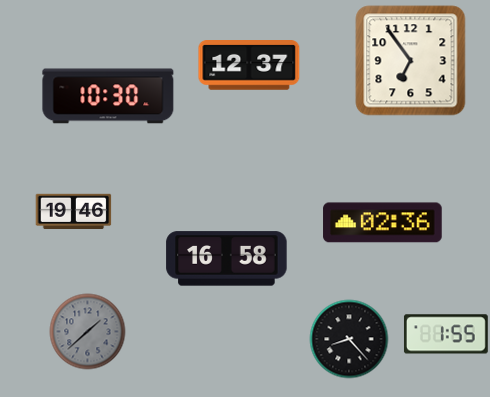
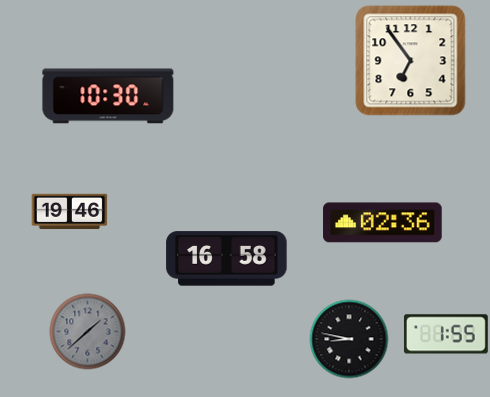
clock at (249, 66): 12:37 -> none
clock at (74, 212) position: (74, 212) -> (70, 212)
clock at (349, 339): 8:23 -> 8:47
